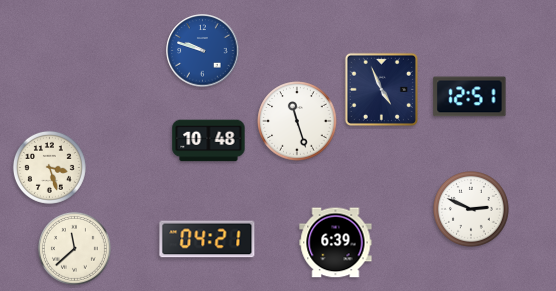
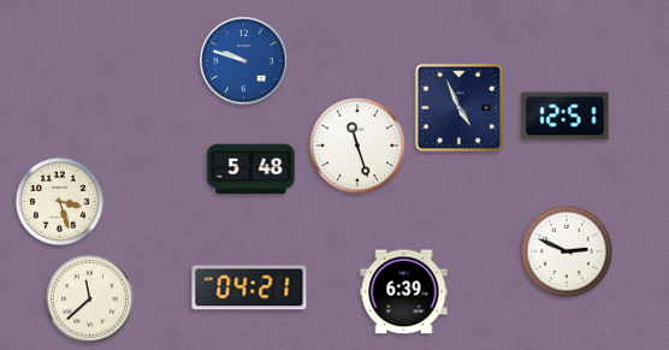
clock at (209, 141): 10:48 -> 5:48
